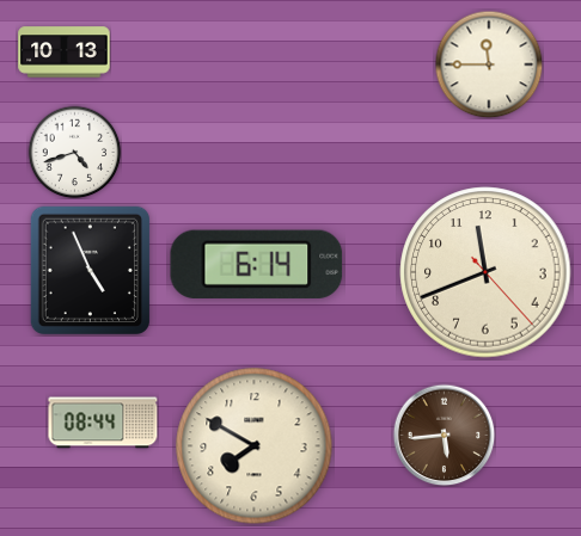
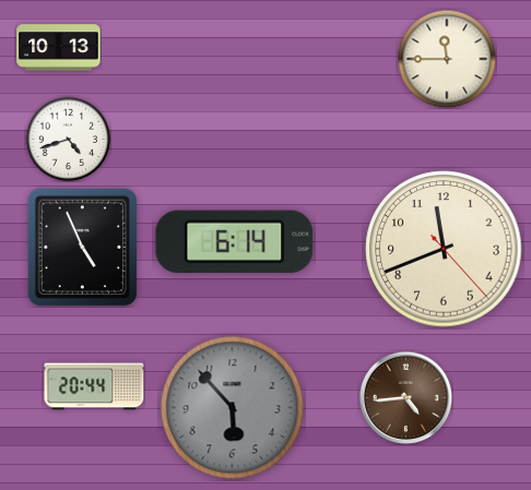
clock at (103, 423): 08:44 -> 20:44
clock at (444, 435): 5:44 -> 4:44
clock at (255, 446): 7:50 -> 5:53
clock at (255, 446) dial: cream -> grey
